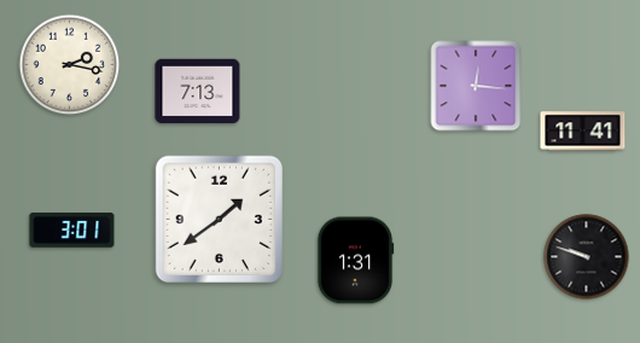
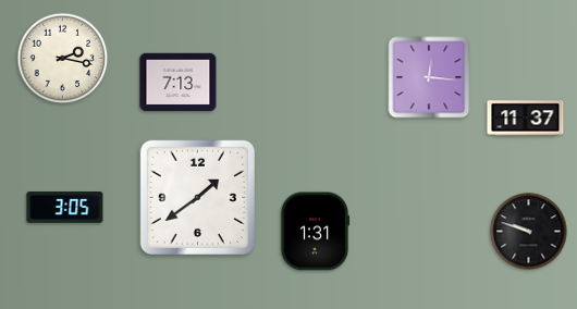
clock at (583, 132): 11:41 -> 11:37
clock at (72, 231): 3:01 -> 3:05
clock at (355, 261) position: (355, 261) -> (315, 232)
